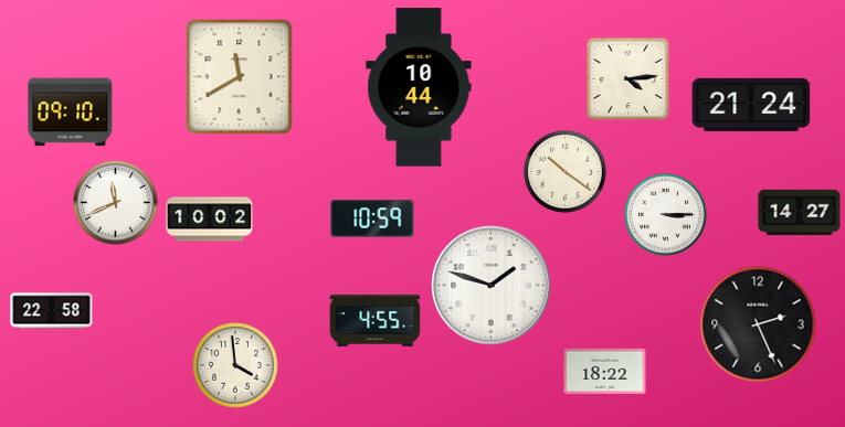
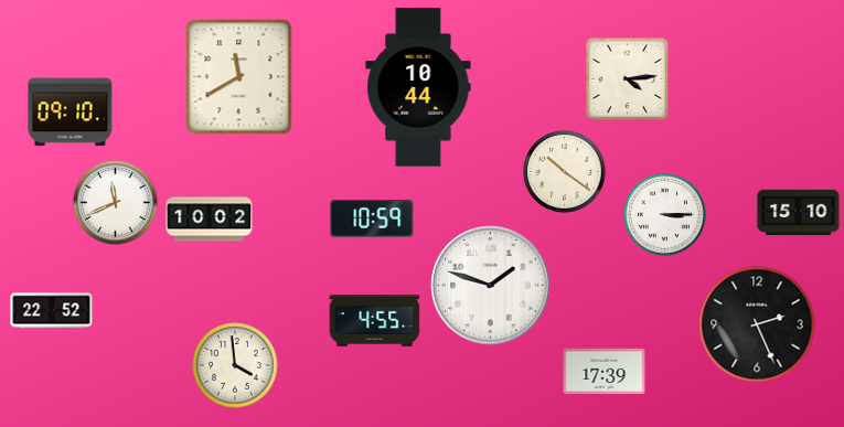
clock at (751, 105): 21:24 -> none
clock at (800, 213): 14:27 -> 15:10
clock at (52, 311): 22:58 -> 22:52
clock at (605, 372): 18:22 -> 17:39
